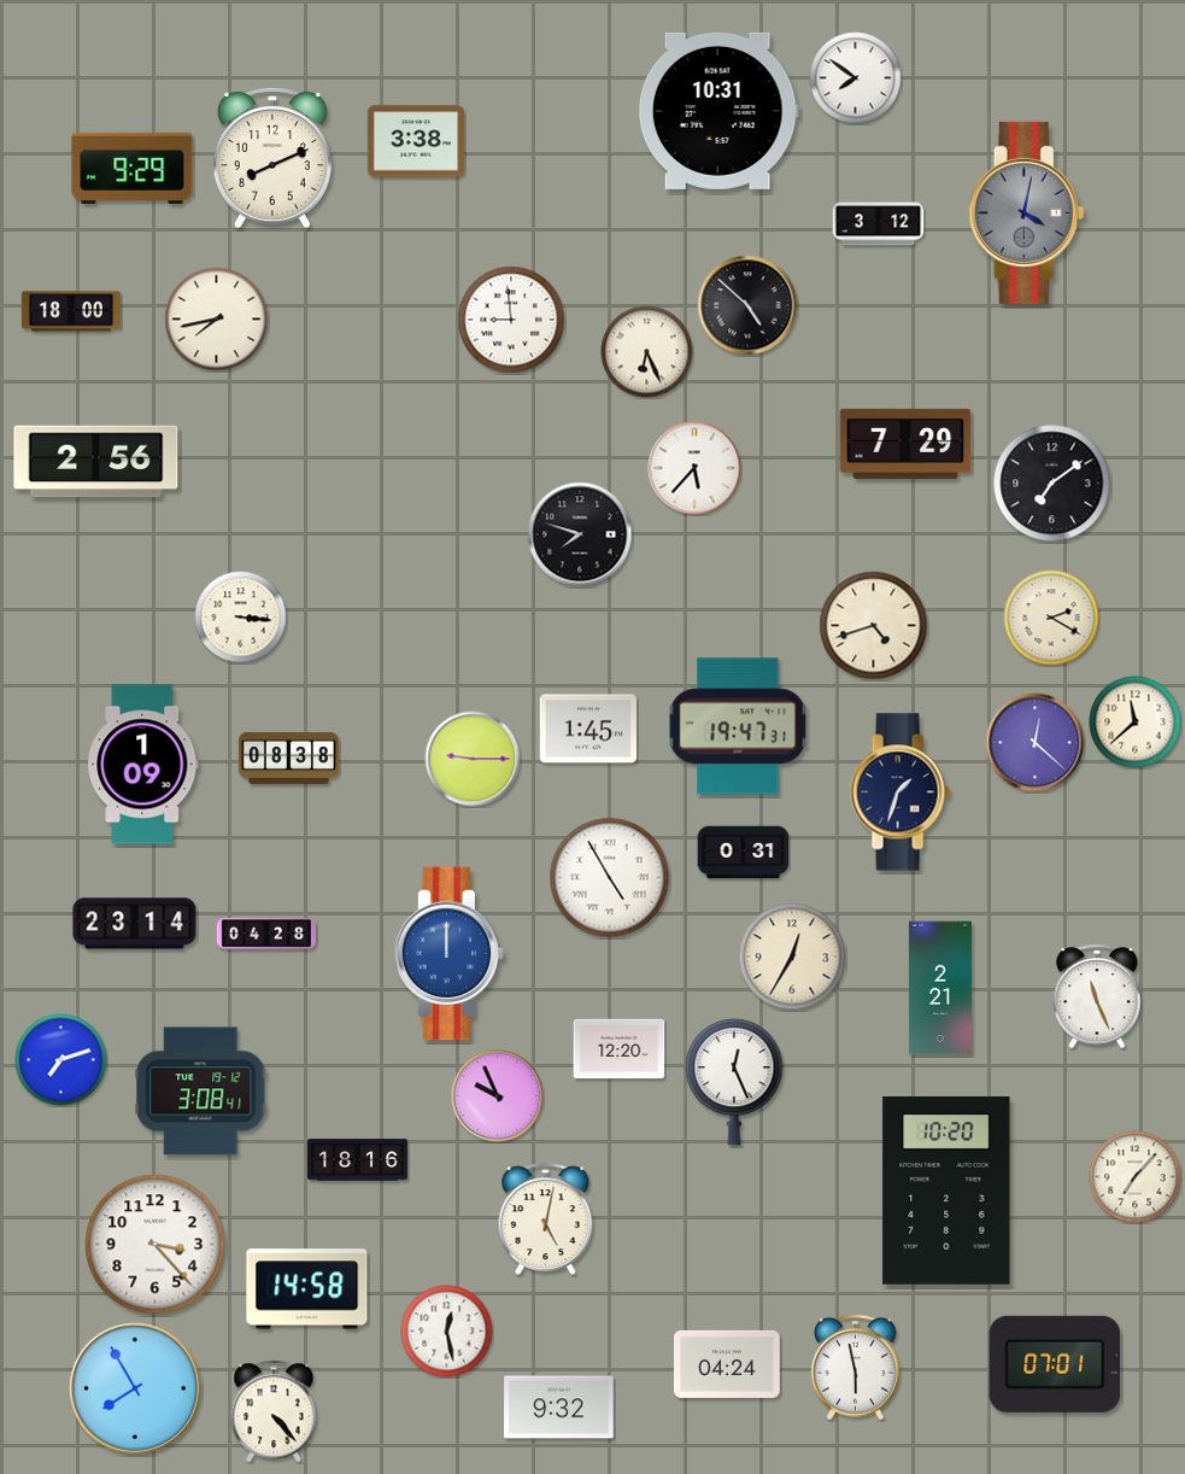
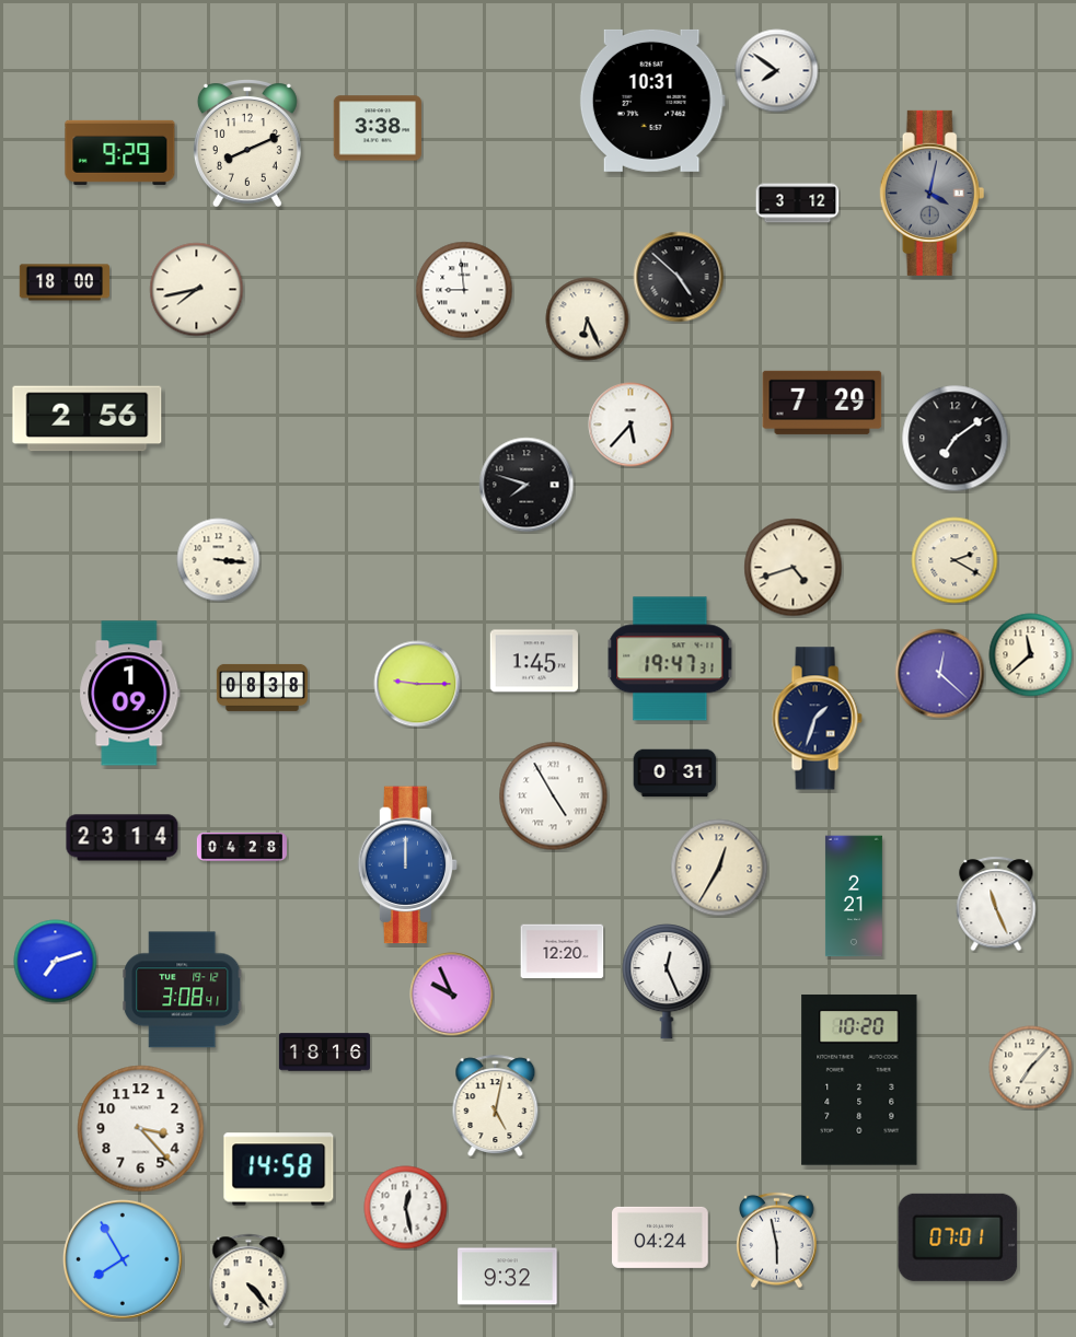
clock at (473, 759) position: (473, 759) -> (417, 684)
